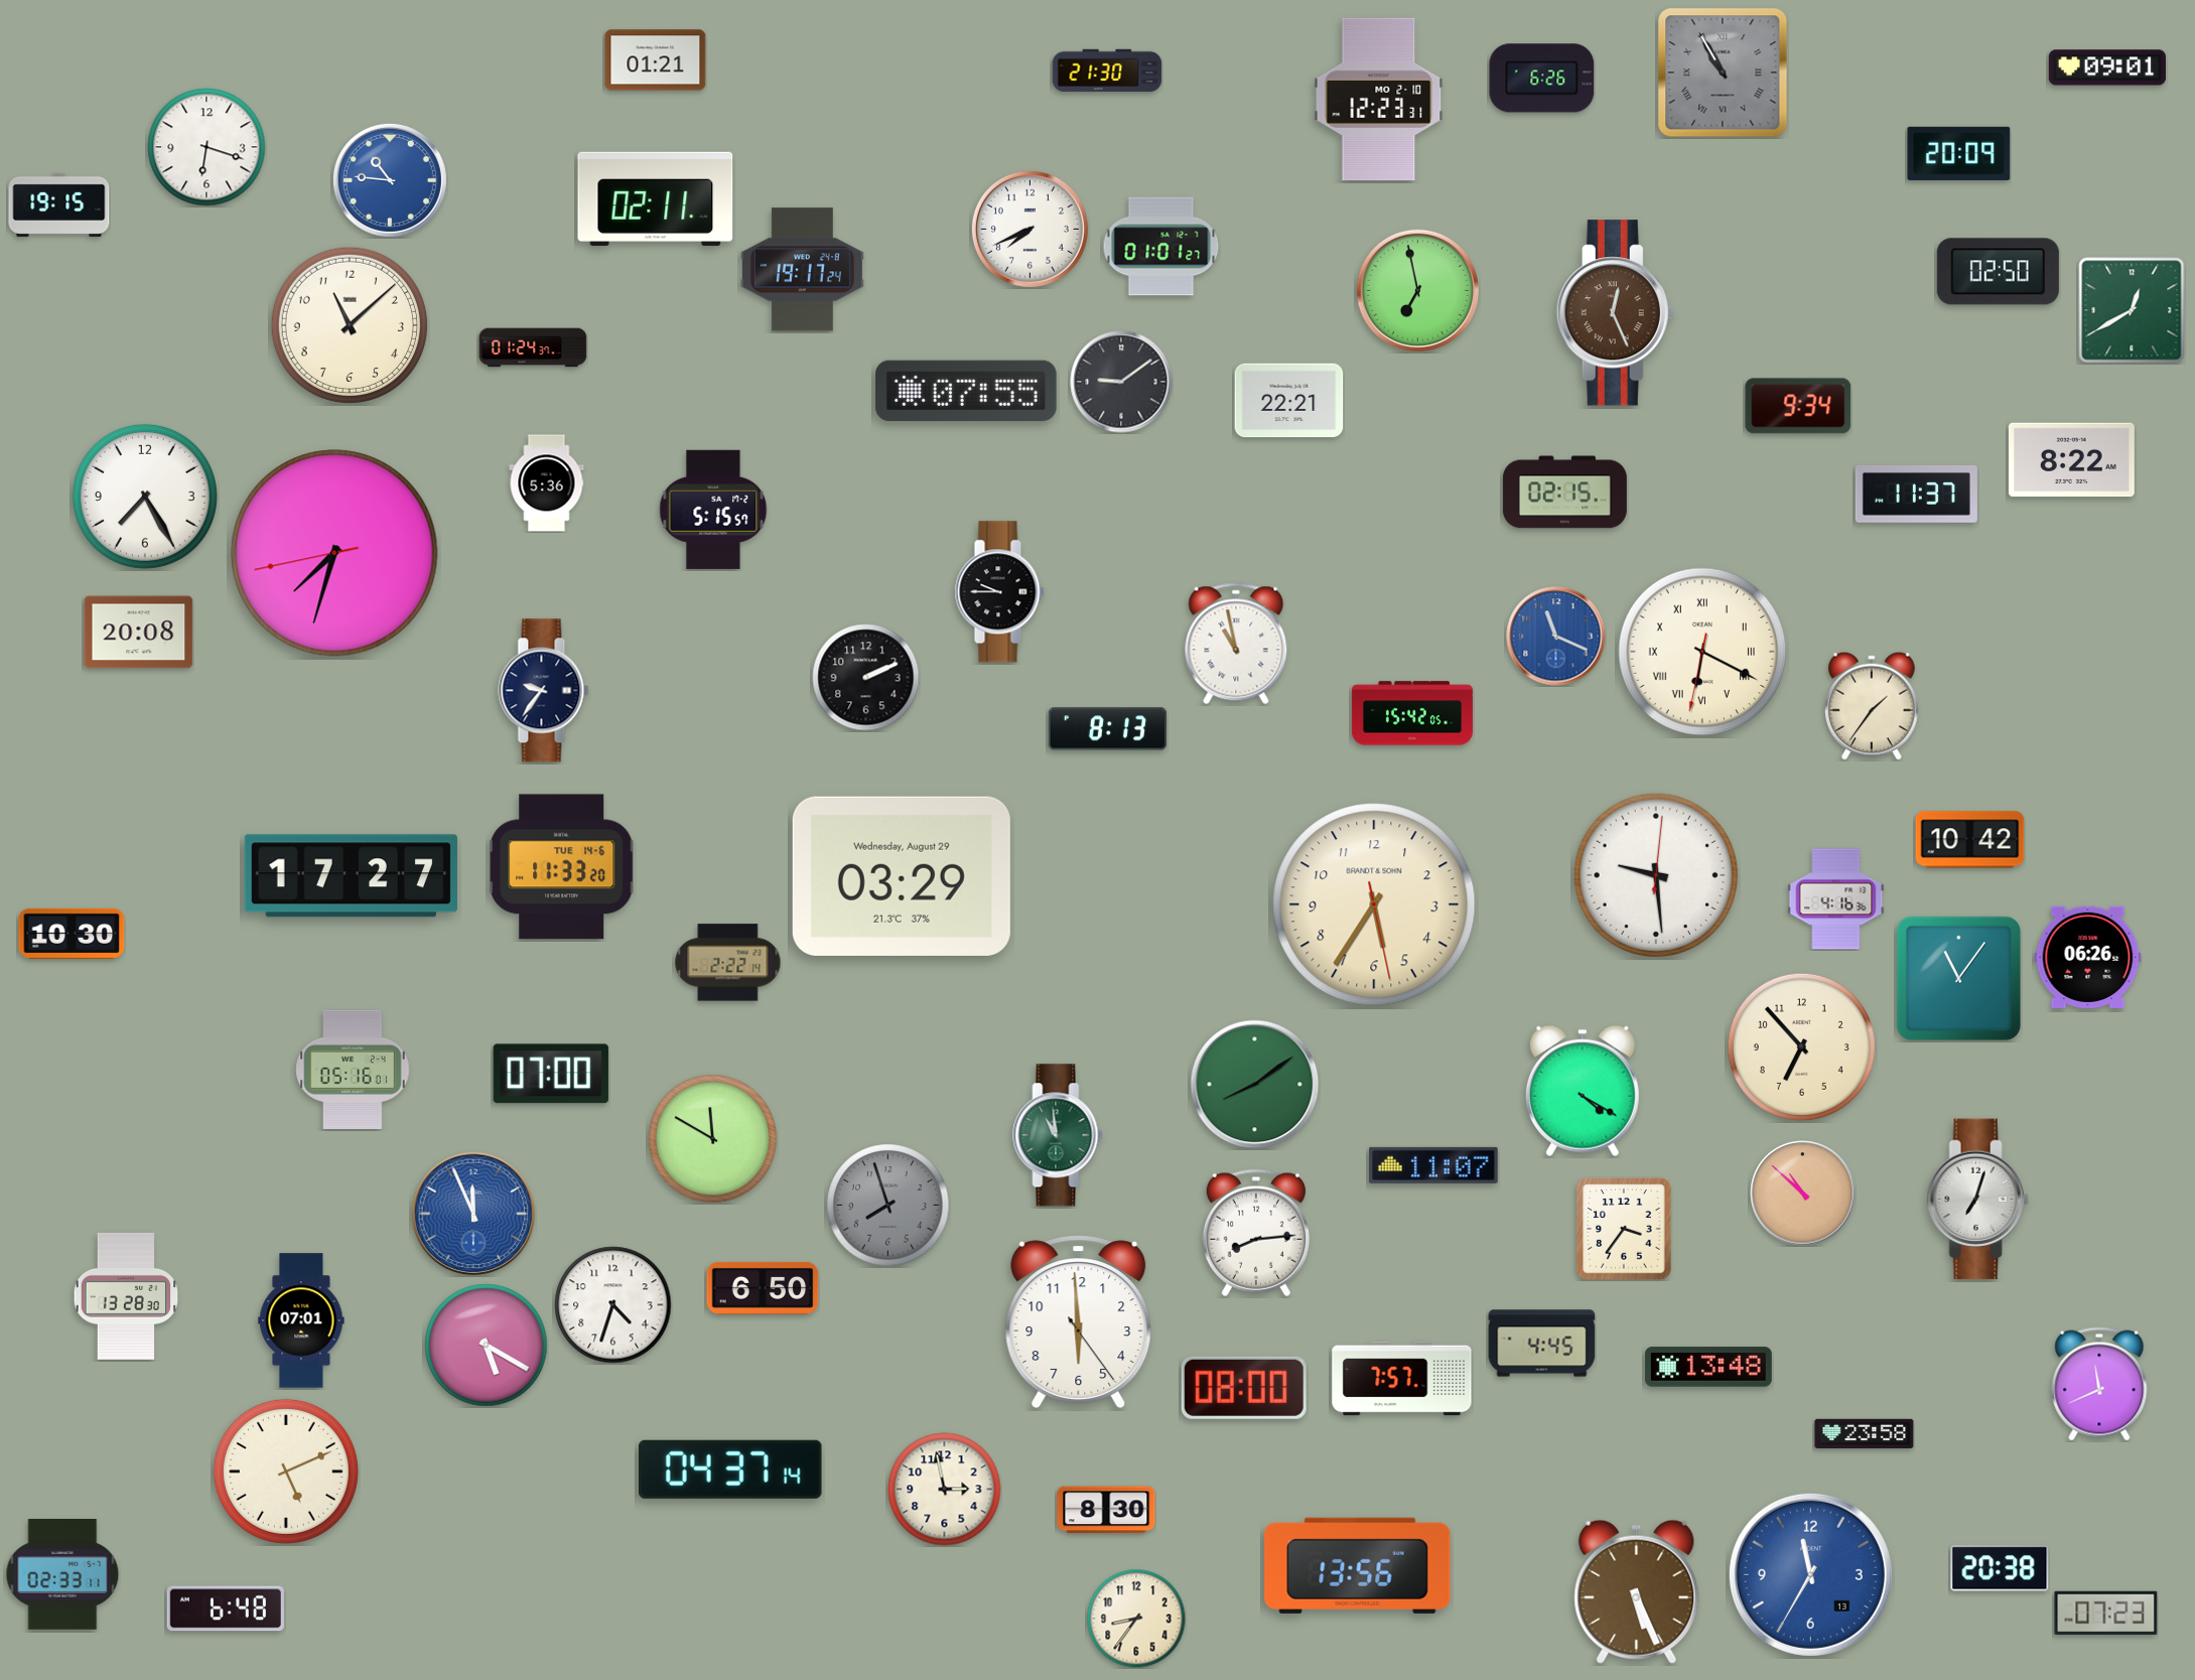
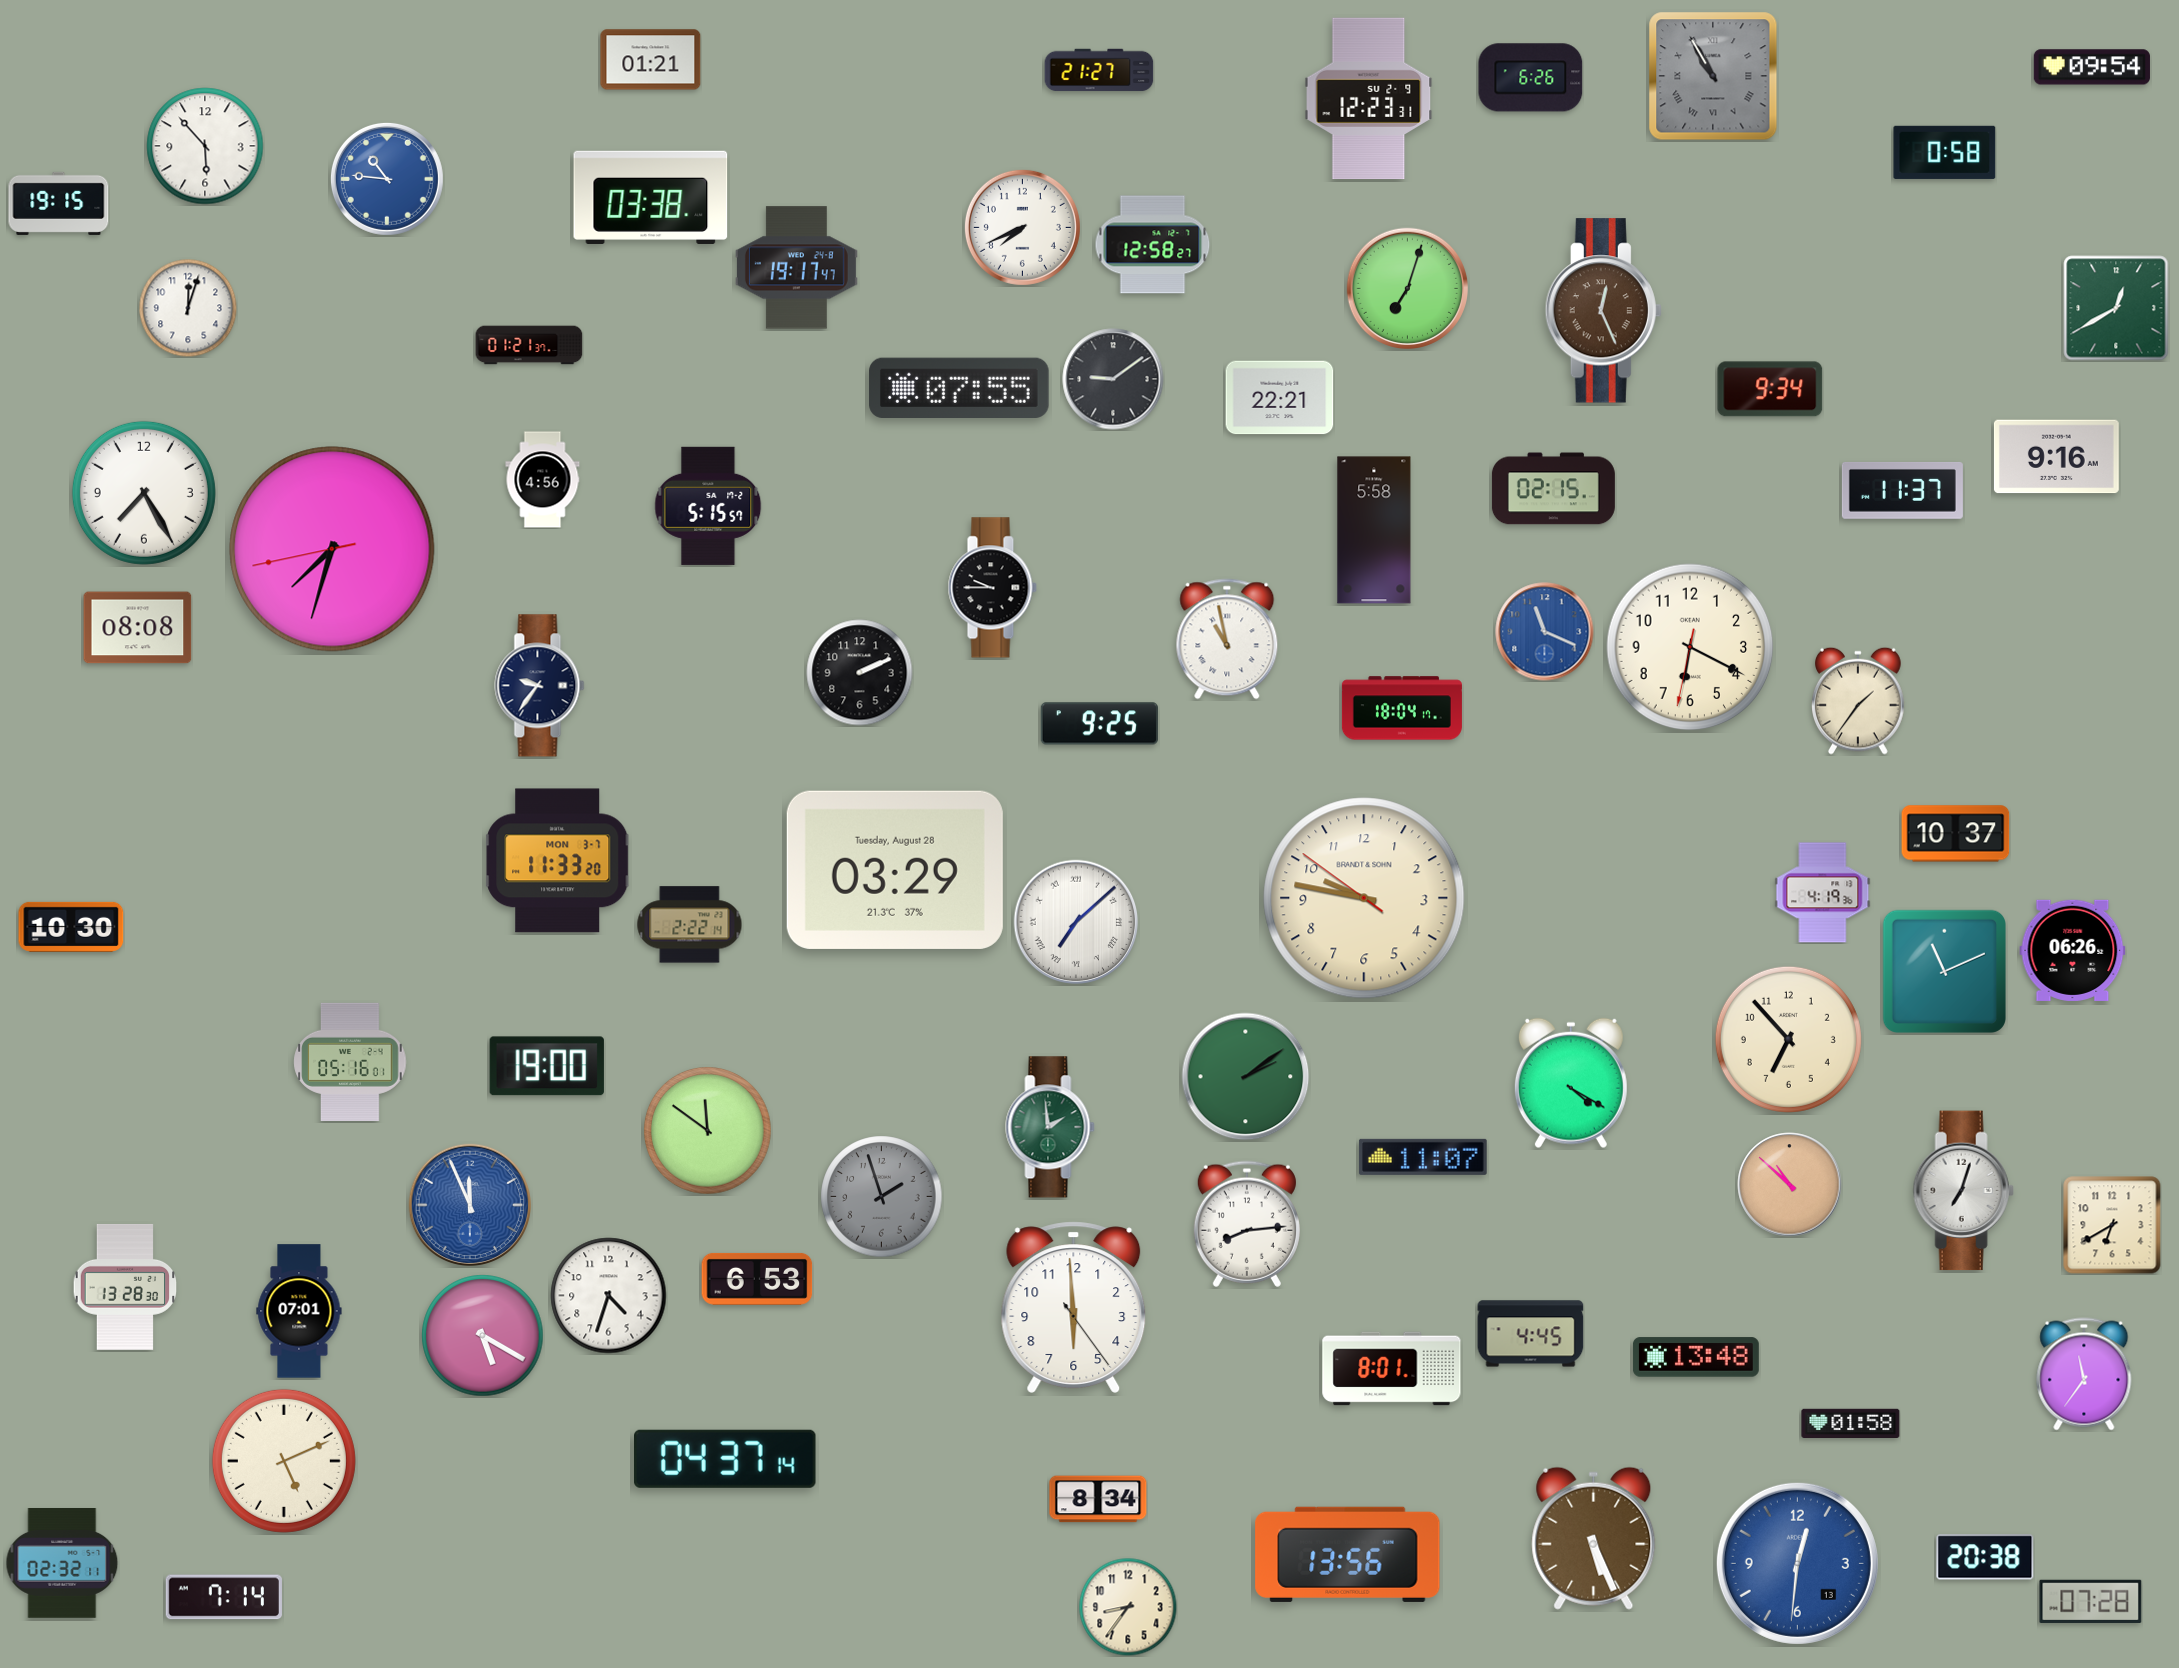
clock at (2107, 67): 09:01 -> 09:54
clock at (1107, 71): 21:30 -> 21:27
clock at (1723, 73) position: (1723, 73) -> (1713, 76)
clock at (1379, 100) date: MO 2-10 -> SU 2-9
clock at (207, 147): 6:18 -> 5:53
clock at (1959, 153): 20:09 -> 0:58
clock at (656, 198): 02:11 -> 03:38
clock at (1161, 247): 01:01 -> 12:58
clock at (802, 270): 19:17:24 -> 19:17:47
clock at (1998, 272): 02:50 -> none
clock at (1417, 290): 6:58 -> 7:03
clock at (188, 308): none -> 12:03
clock at (350, 325): 11:08 -> none
clock at (533, 347): 01:24 -> 01:21
clock at (1798, 406) position: (1798, 406) -> (1770, 389)
clock at (2071, 460): 8:22 -> 9:16
clock at (547, 483): 5:36 -> 4:56
clock at (1374, 530): none -> 5:58
clock at (139, 633): 20:08 -> 08:08
clock at (1702, 652) numerals: Roman -> Arabic
clock at (1412, 713): 15:42 -> 18:04
clock at (1107, 729): 8:13 -> 9:25
clock at (1970, 840): 10:42 -> 10:37
clock at (562, 867) date: TUE 14-6 -> MON 3-7
clock at (1656, 875): 9:29 -> none
clock at (351, 876): 17:27 -> none
clock at (902, 876) date: Wednesday, August 29 -> Tuesday, August 28
clock at (1836, 899): 4:16 -> 4:19
clock at (1374, 904): 5:35 -> 9:46
clock at (1076, 922): none -> 7:08
clock at (728, 963) position: (728, 963) -> (690, 925)
clock at (1958, 978): 11:06 -> 11:11
clock at (551, 1074): 07:00 -> 19:00
clock at (1255, 1085): 8:09 -> 2:09
clock at (1058, 1135): 10:59 -> 1:59
clock at (713, 1139): 11:50 -> 11:51
clock at (888, 1206): 7:57 -> 1:57
clock at (1624, 1229): 3:36 -> none
clock at (2112, 1225): none -> 6:40
clock at (763, 1288): 6:50 -> 6:53
clock at (1079, 1321) position: (1079, 1321) -> (1074, 1307)
clock at (1402, 1379): 7:57 -> 8:01
clock at (2099, 1384): 11:41 -> 11:36
clock at (1244, 1388): 08:00 -> none
clock at (1865, 1433): 23:58 -> 01:58
clock at (945, 1490): 2:58 -> none
clock at (1106, 1510): 8:30 -> 8:34
clock at (1810, 1574): 11:35 -> 12:31
clock at (62, 1575): 02:33 -> 02:32
clock at (1637, 1591) position: (1637, 1591) -> (1594, 1538)
clock at (226, 1608): 6:48 -> 7:14
clock at (2106, 1613): 07:23 -> 07:28
